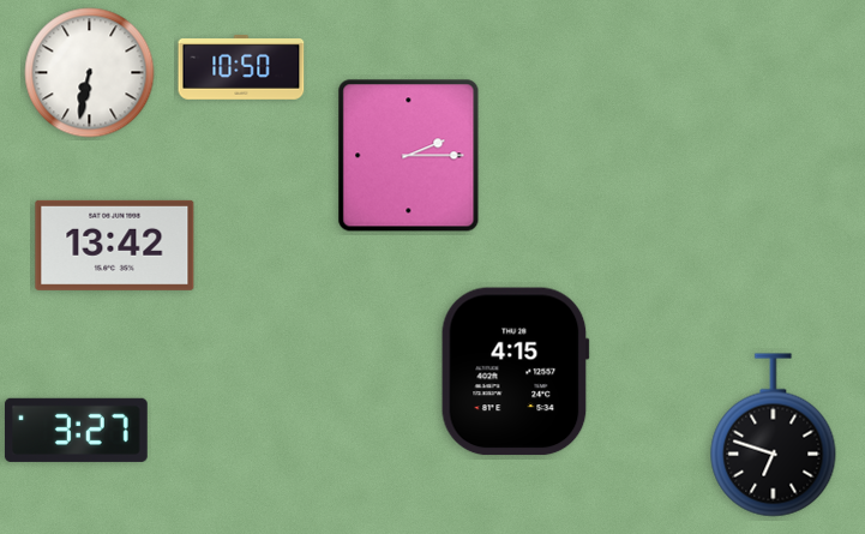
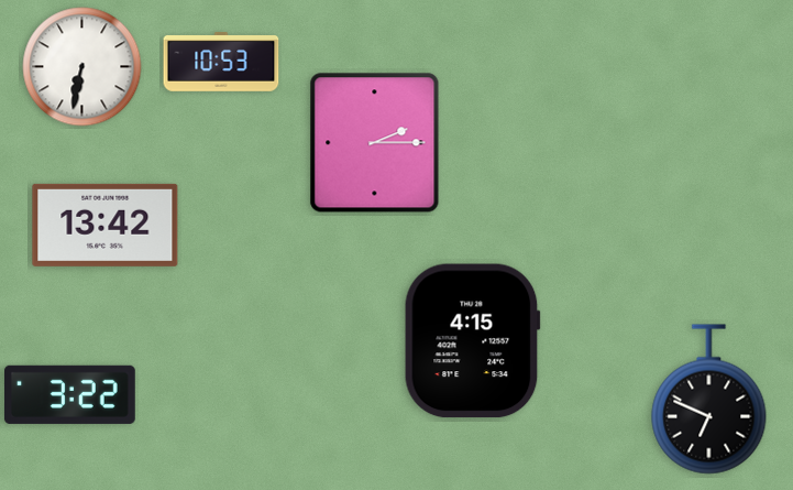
clock at (241, 67): 10:50 -> 10:53
clock at (76, 430): 3:27 -> 3:22
clock at (774, 436): 6:48 -> 6:49
